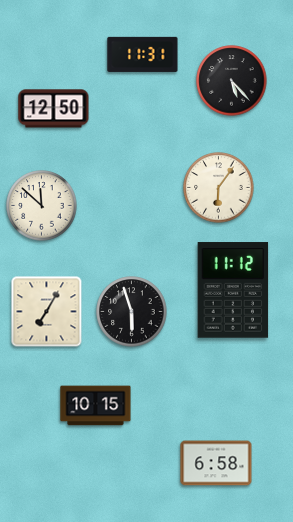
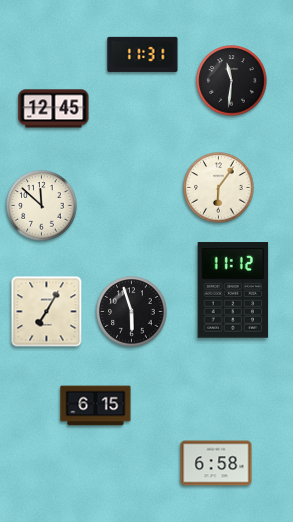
clock at (232, 81): 5:23 -> 11:31
clock at (54, 109): 12:50 -> 12:45
clock at (96, 406): 10:15 -> 6:15
